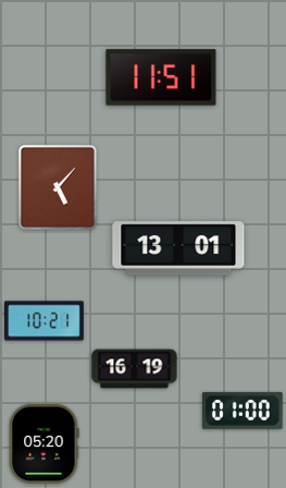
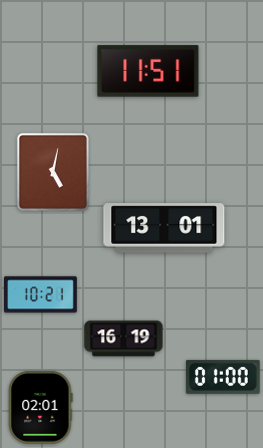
clock at (58, 187): 5:07 -> 5:02
clock at (45, 443): 05:20 -> 02:01
